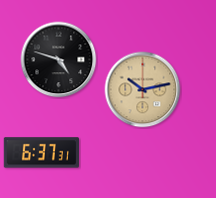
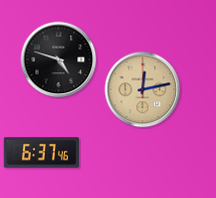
clock at (143, 90): 10:13 -> 12:13
clock at (41, 153): 6:37:31 -> 6:37:46
